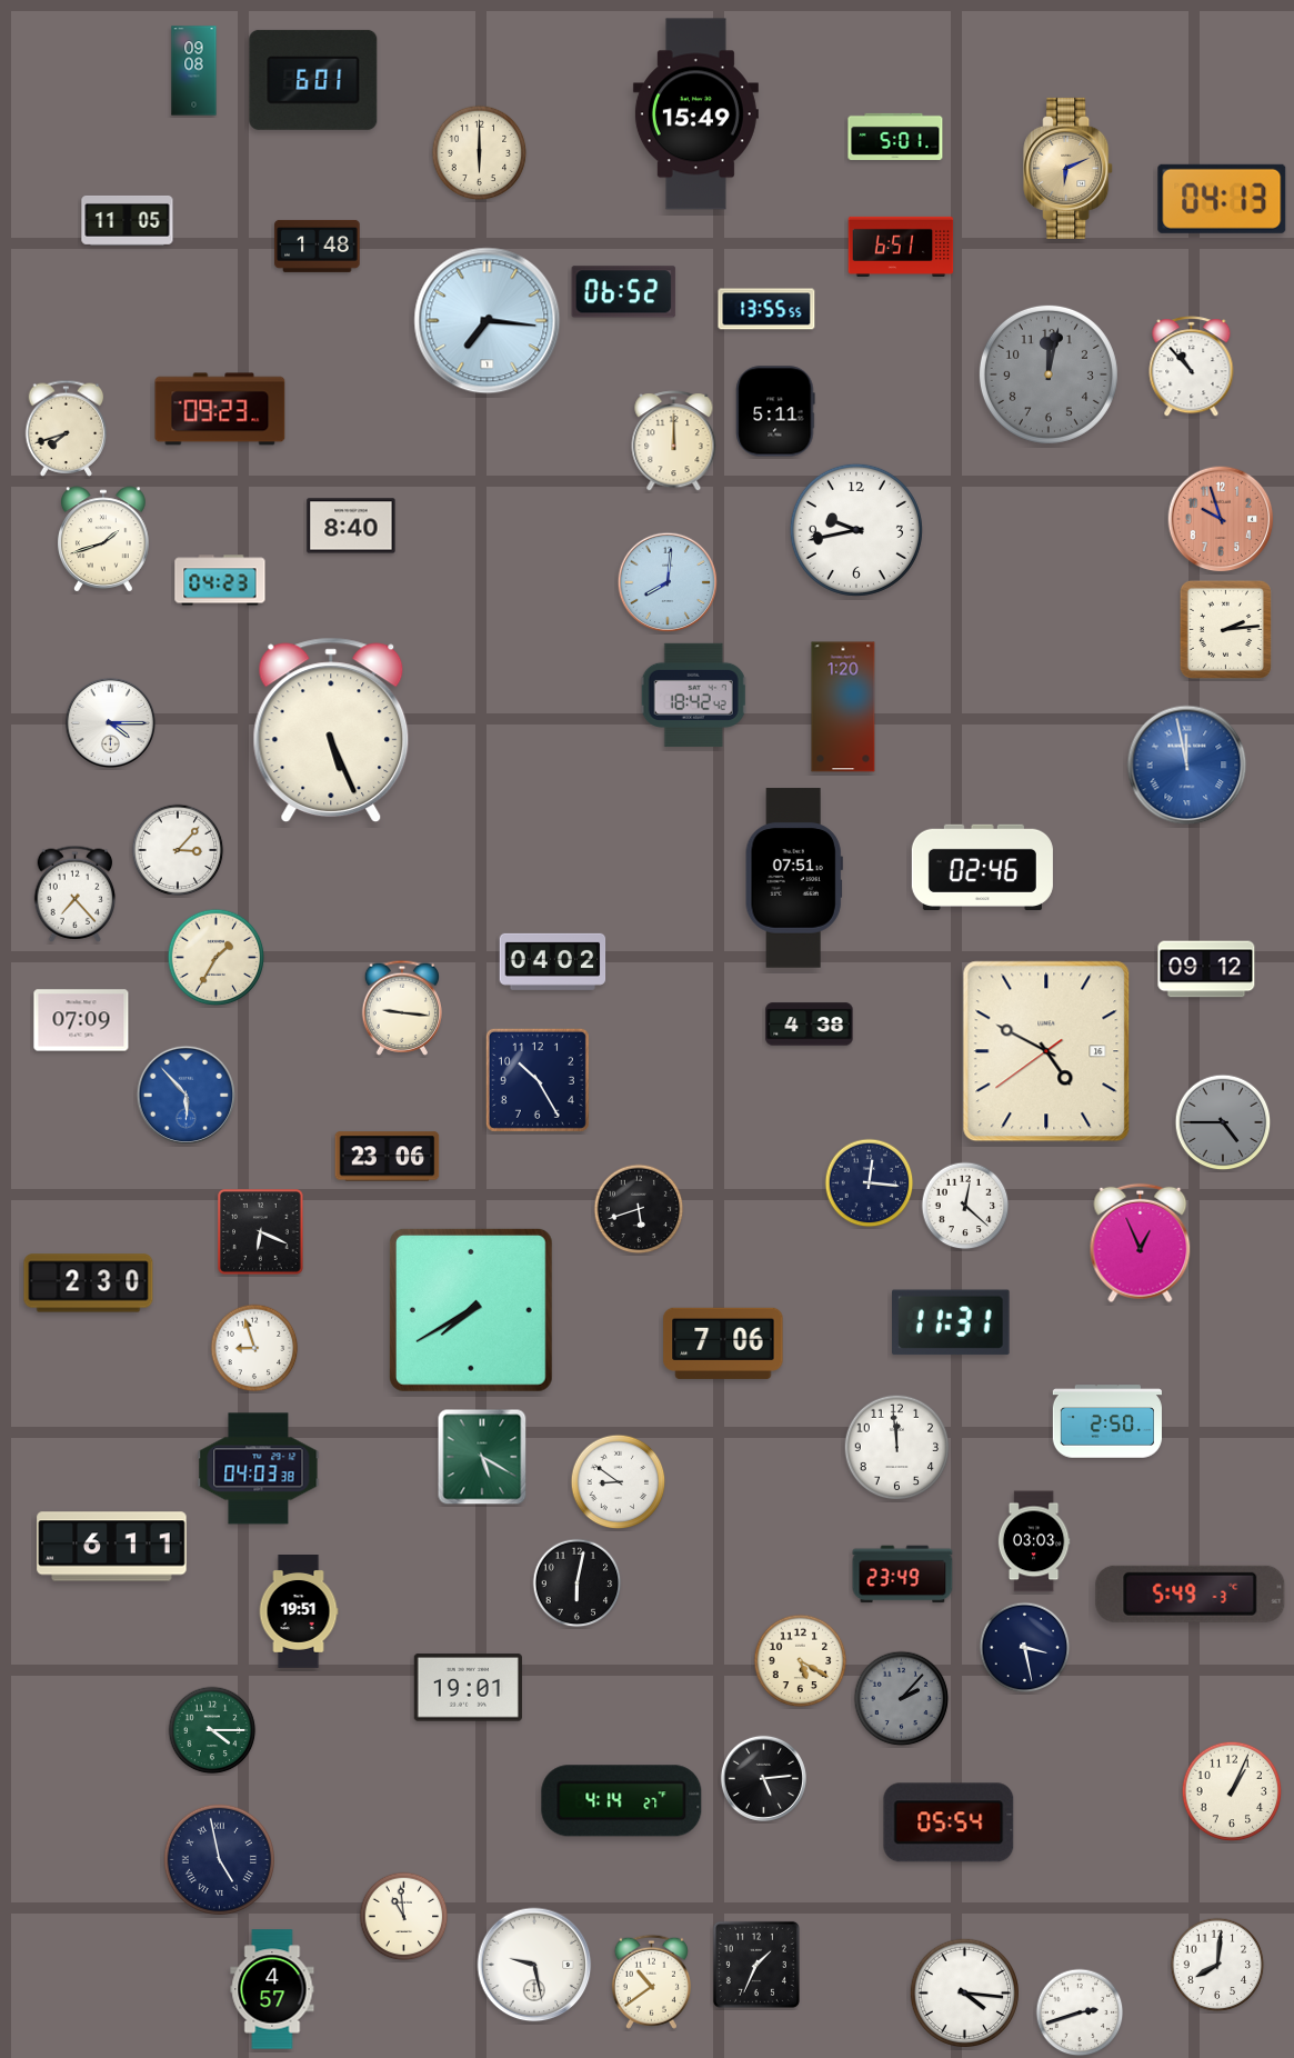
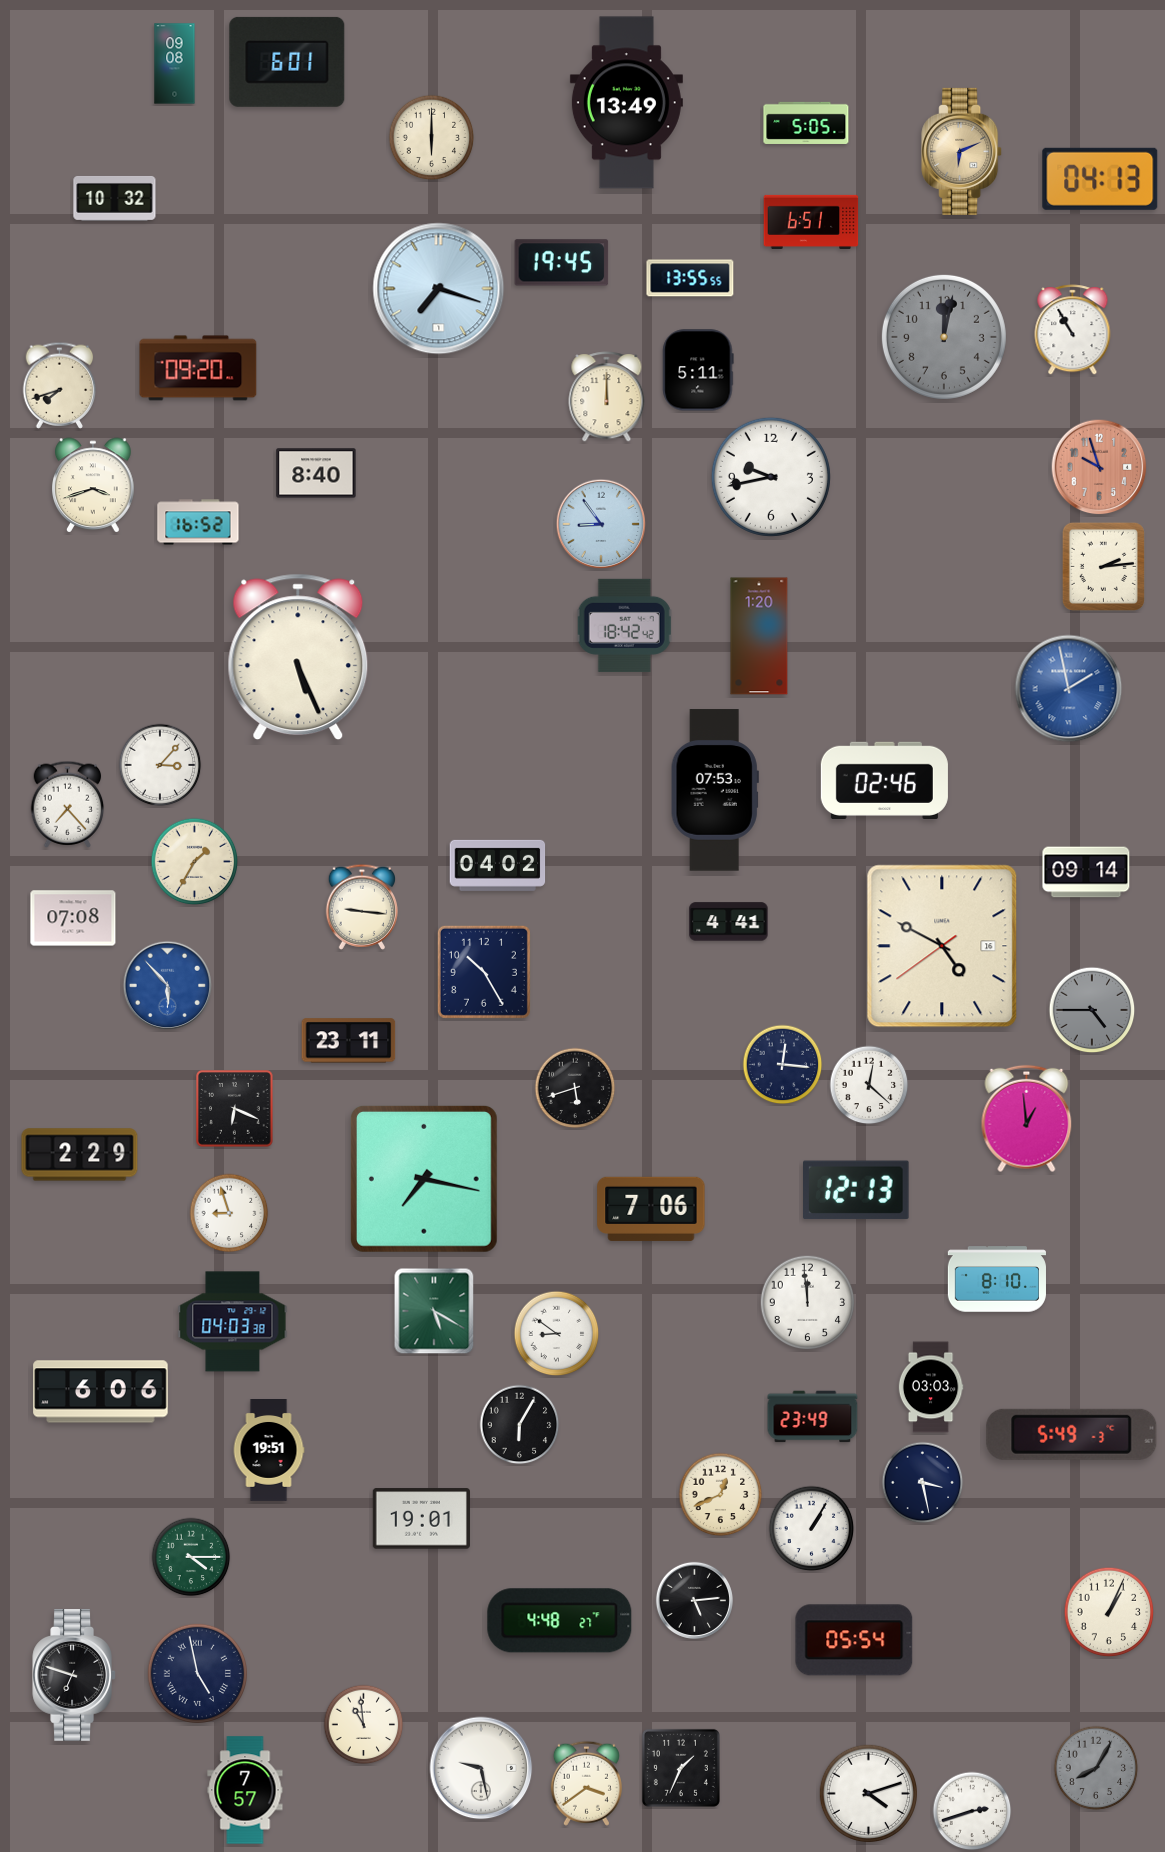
clock at (313, 80) position: (313, 80) -> (287, 62)
clock at (695, 114): 15:49 -> 13:49
clock at (895, 137): 5:01 -> 5:05
clock at (128, 220): 11:05 -> 10:32
clock at (318, 246): 1:48 -> none
clock at (624, 292): 06:52 -> 19:45
clock at (488, 321): 7:16 -> 7:18
clock at (1192, 367): 10:53 -> 10:55
clock at (220, 409): 09:23 -> 09:20
clock at (103, 539): 1:42 -> 3:42
clock at (220, 580): 04:23 -> 16:52
clock at (668, 582): 8:01 -> 8:54
clock at (110, 722): 4:15 -> none
clock at (1187, 766): 11:58 -> 1:58
clock at (794, 878): 07:51 -> 07:53
clock at (1206, 969): 09:12 -> 09:14
clock at (81, 1020): 07:09 -> 07:08
clock at (810, 1025): 4:38 -> 4:41
clock at (1223, 1122) position: (1223, 1122) -> (1092, 1010)
clock at (388, 1157): 23:06 -> 23:11
clock at (1141, 1243): 12:56 -> 12:59
clock at (89, 1283): 2:30 -> 2:29
clock at (471, 1310): 7:40 -> 7:17
clock at (952, 1322): 11:31 -> 12:13
clock at (1107, 1421): 2:50 -> 8:10
clock at (112, 1547): 6:11 -> 6:06
clock at (578, 1584): 6:02 -> 6:05
clock at (801, 1661): 5:20 -> 12:41
clock at (902, 1699): 2:07 -> 1:05
clock at (902, 1699) dial: grey -> white
clock at (763, 1778) position: (763, 1778) -> (694, 1600)
clock at (622, 1801): 4:14 -> 4:48
clock at (74, 1676): none -> 6:48
clock at (1217, 1965): 8:01 -> 8:05
clock at (1217, 1965) dial: white -> grey
clock at (651, 1981): 10:39 -> 3:39
clock at (272, 1989): 4:57 -> 7:57
clock at (964, 1992): 4:16 -> 4:12
